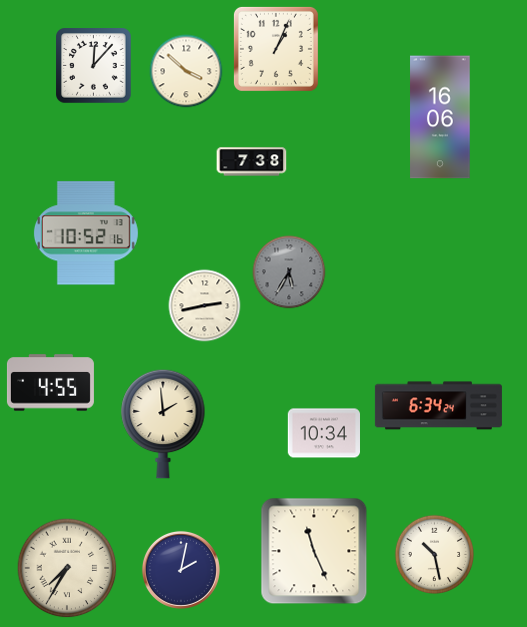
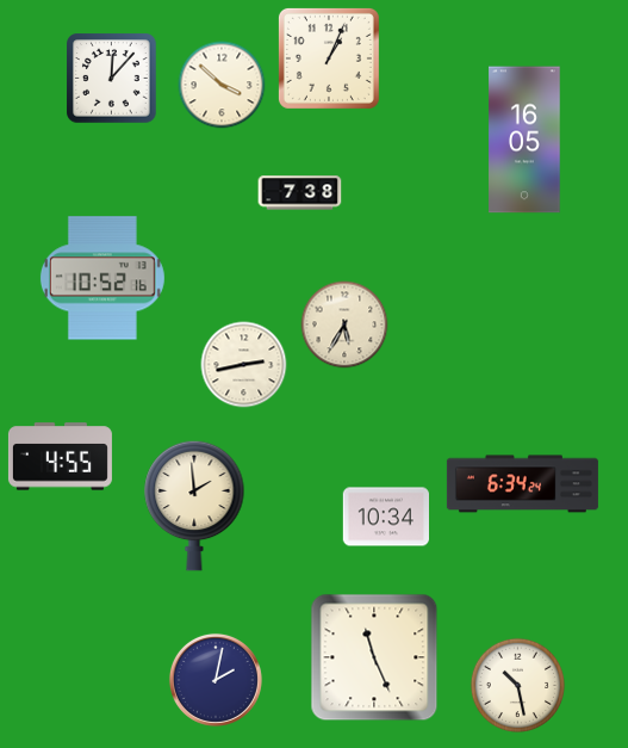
clock at (440, 117): 16:06 -> 16:05
clock at (289, 272) dial: grey -> cream
clock at (434, 554) position: (434, 554) -> (517, 685)
clock at (67, 568): 7:35 -> none
